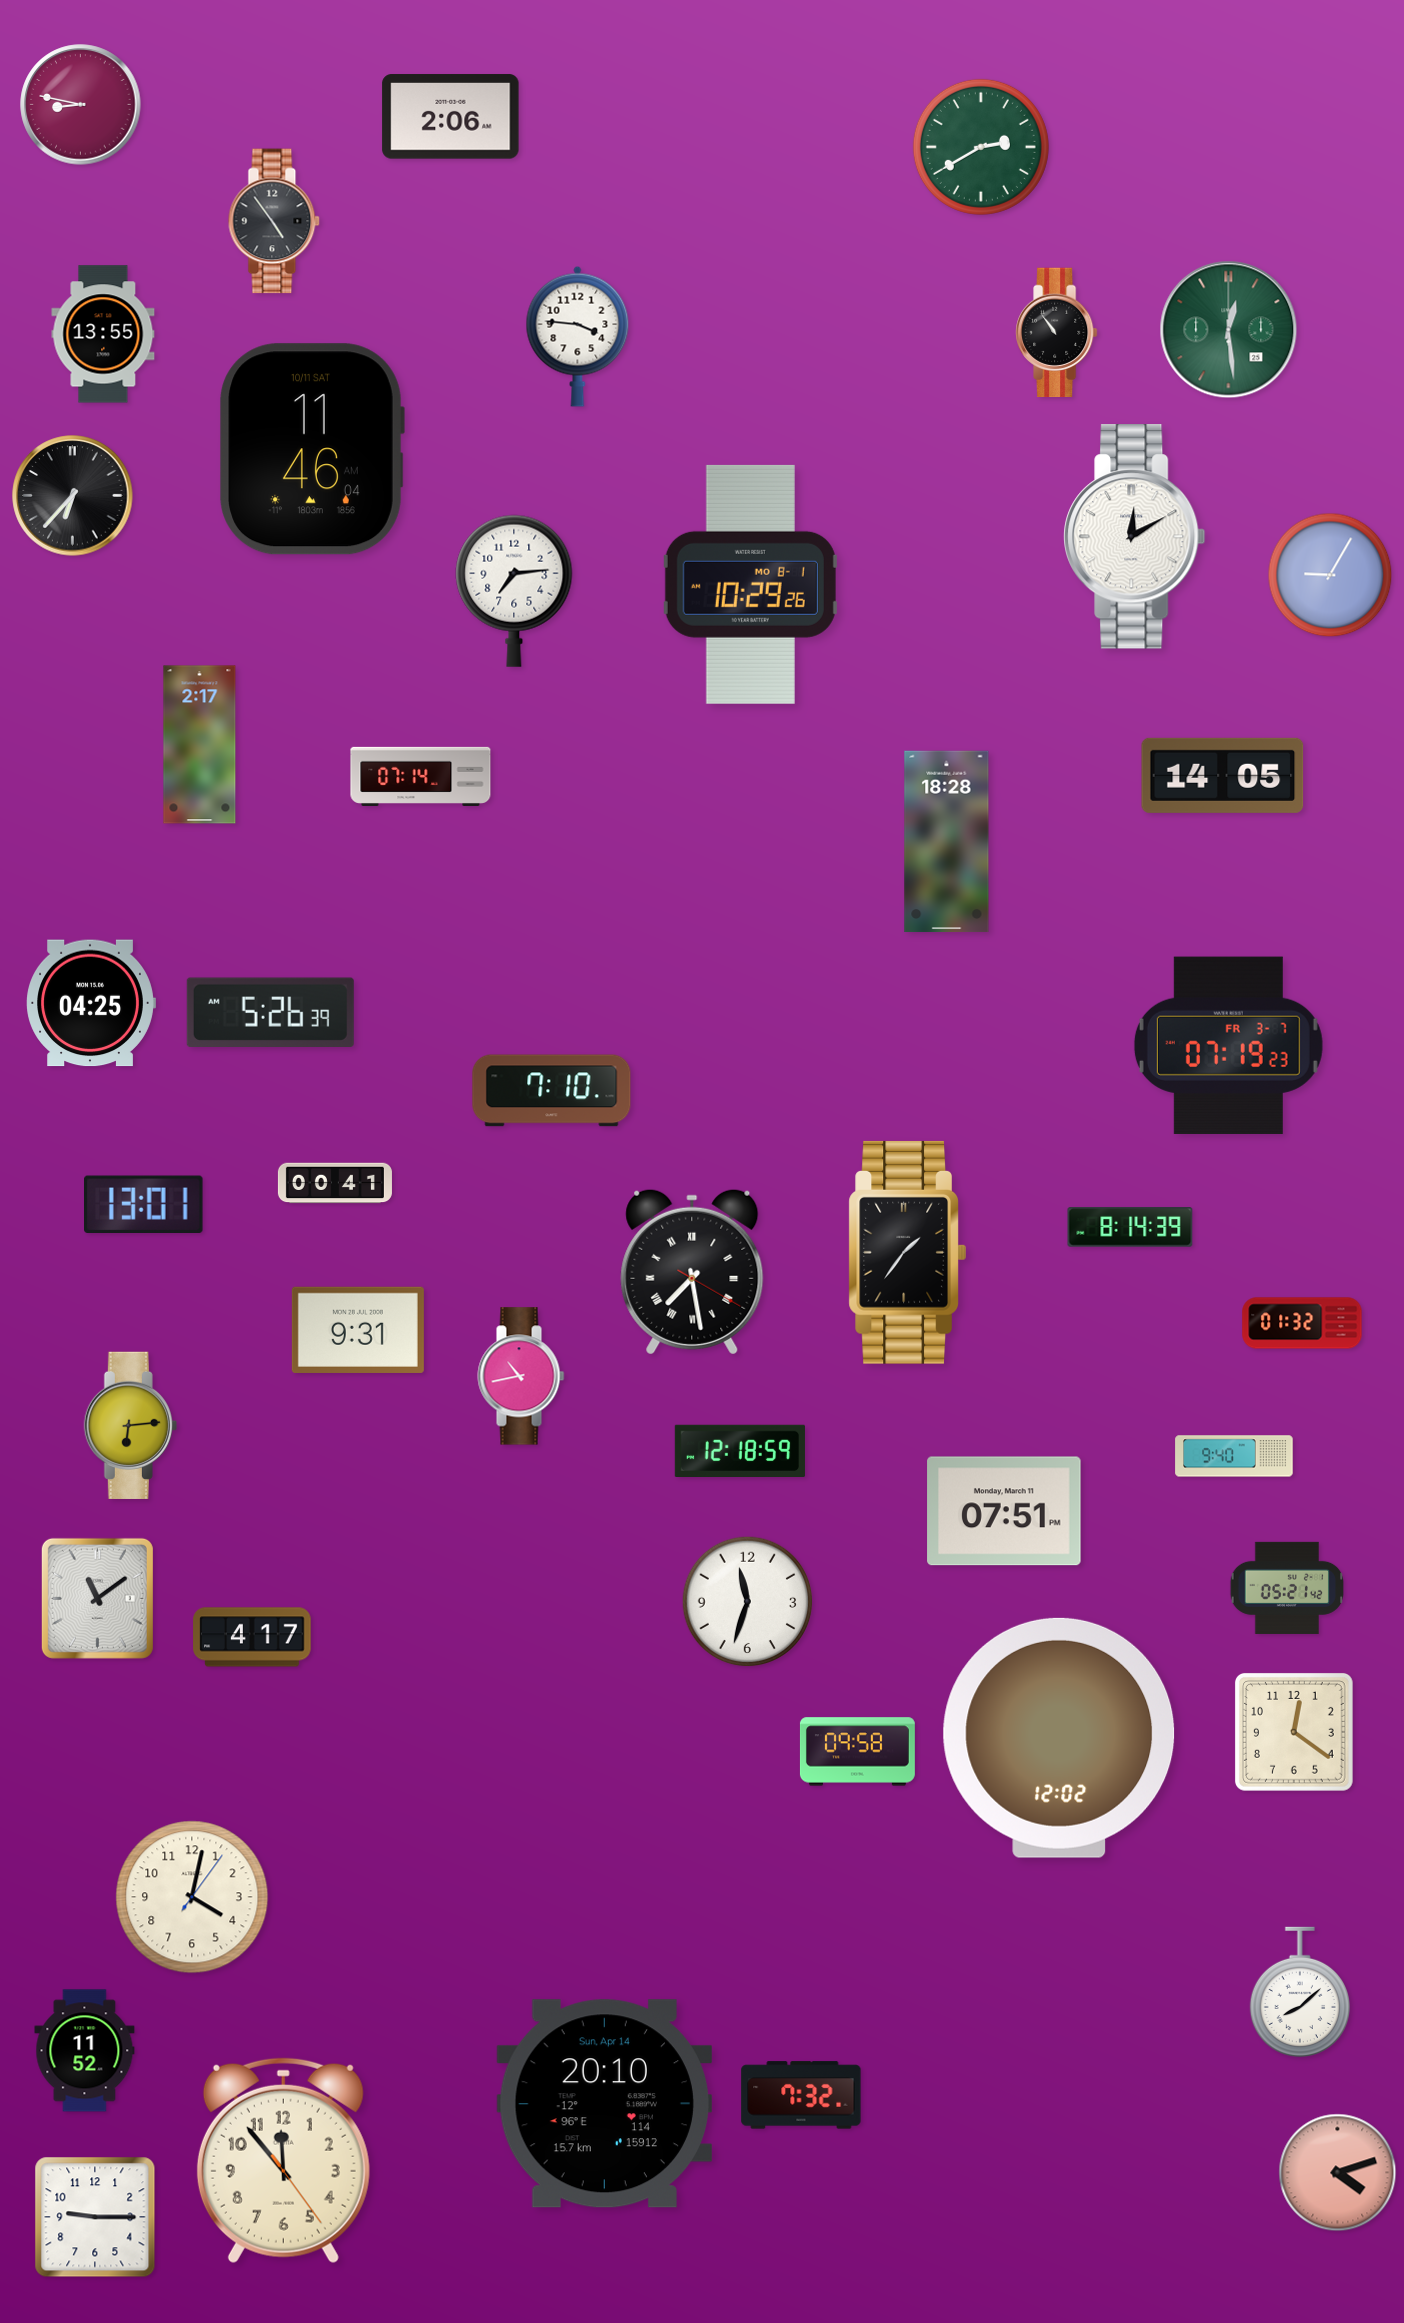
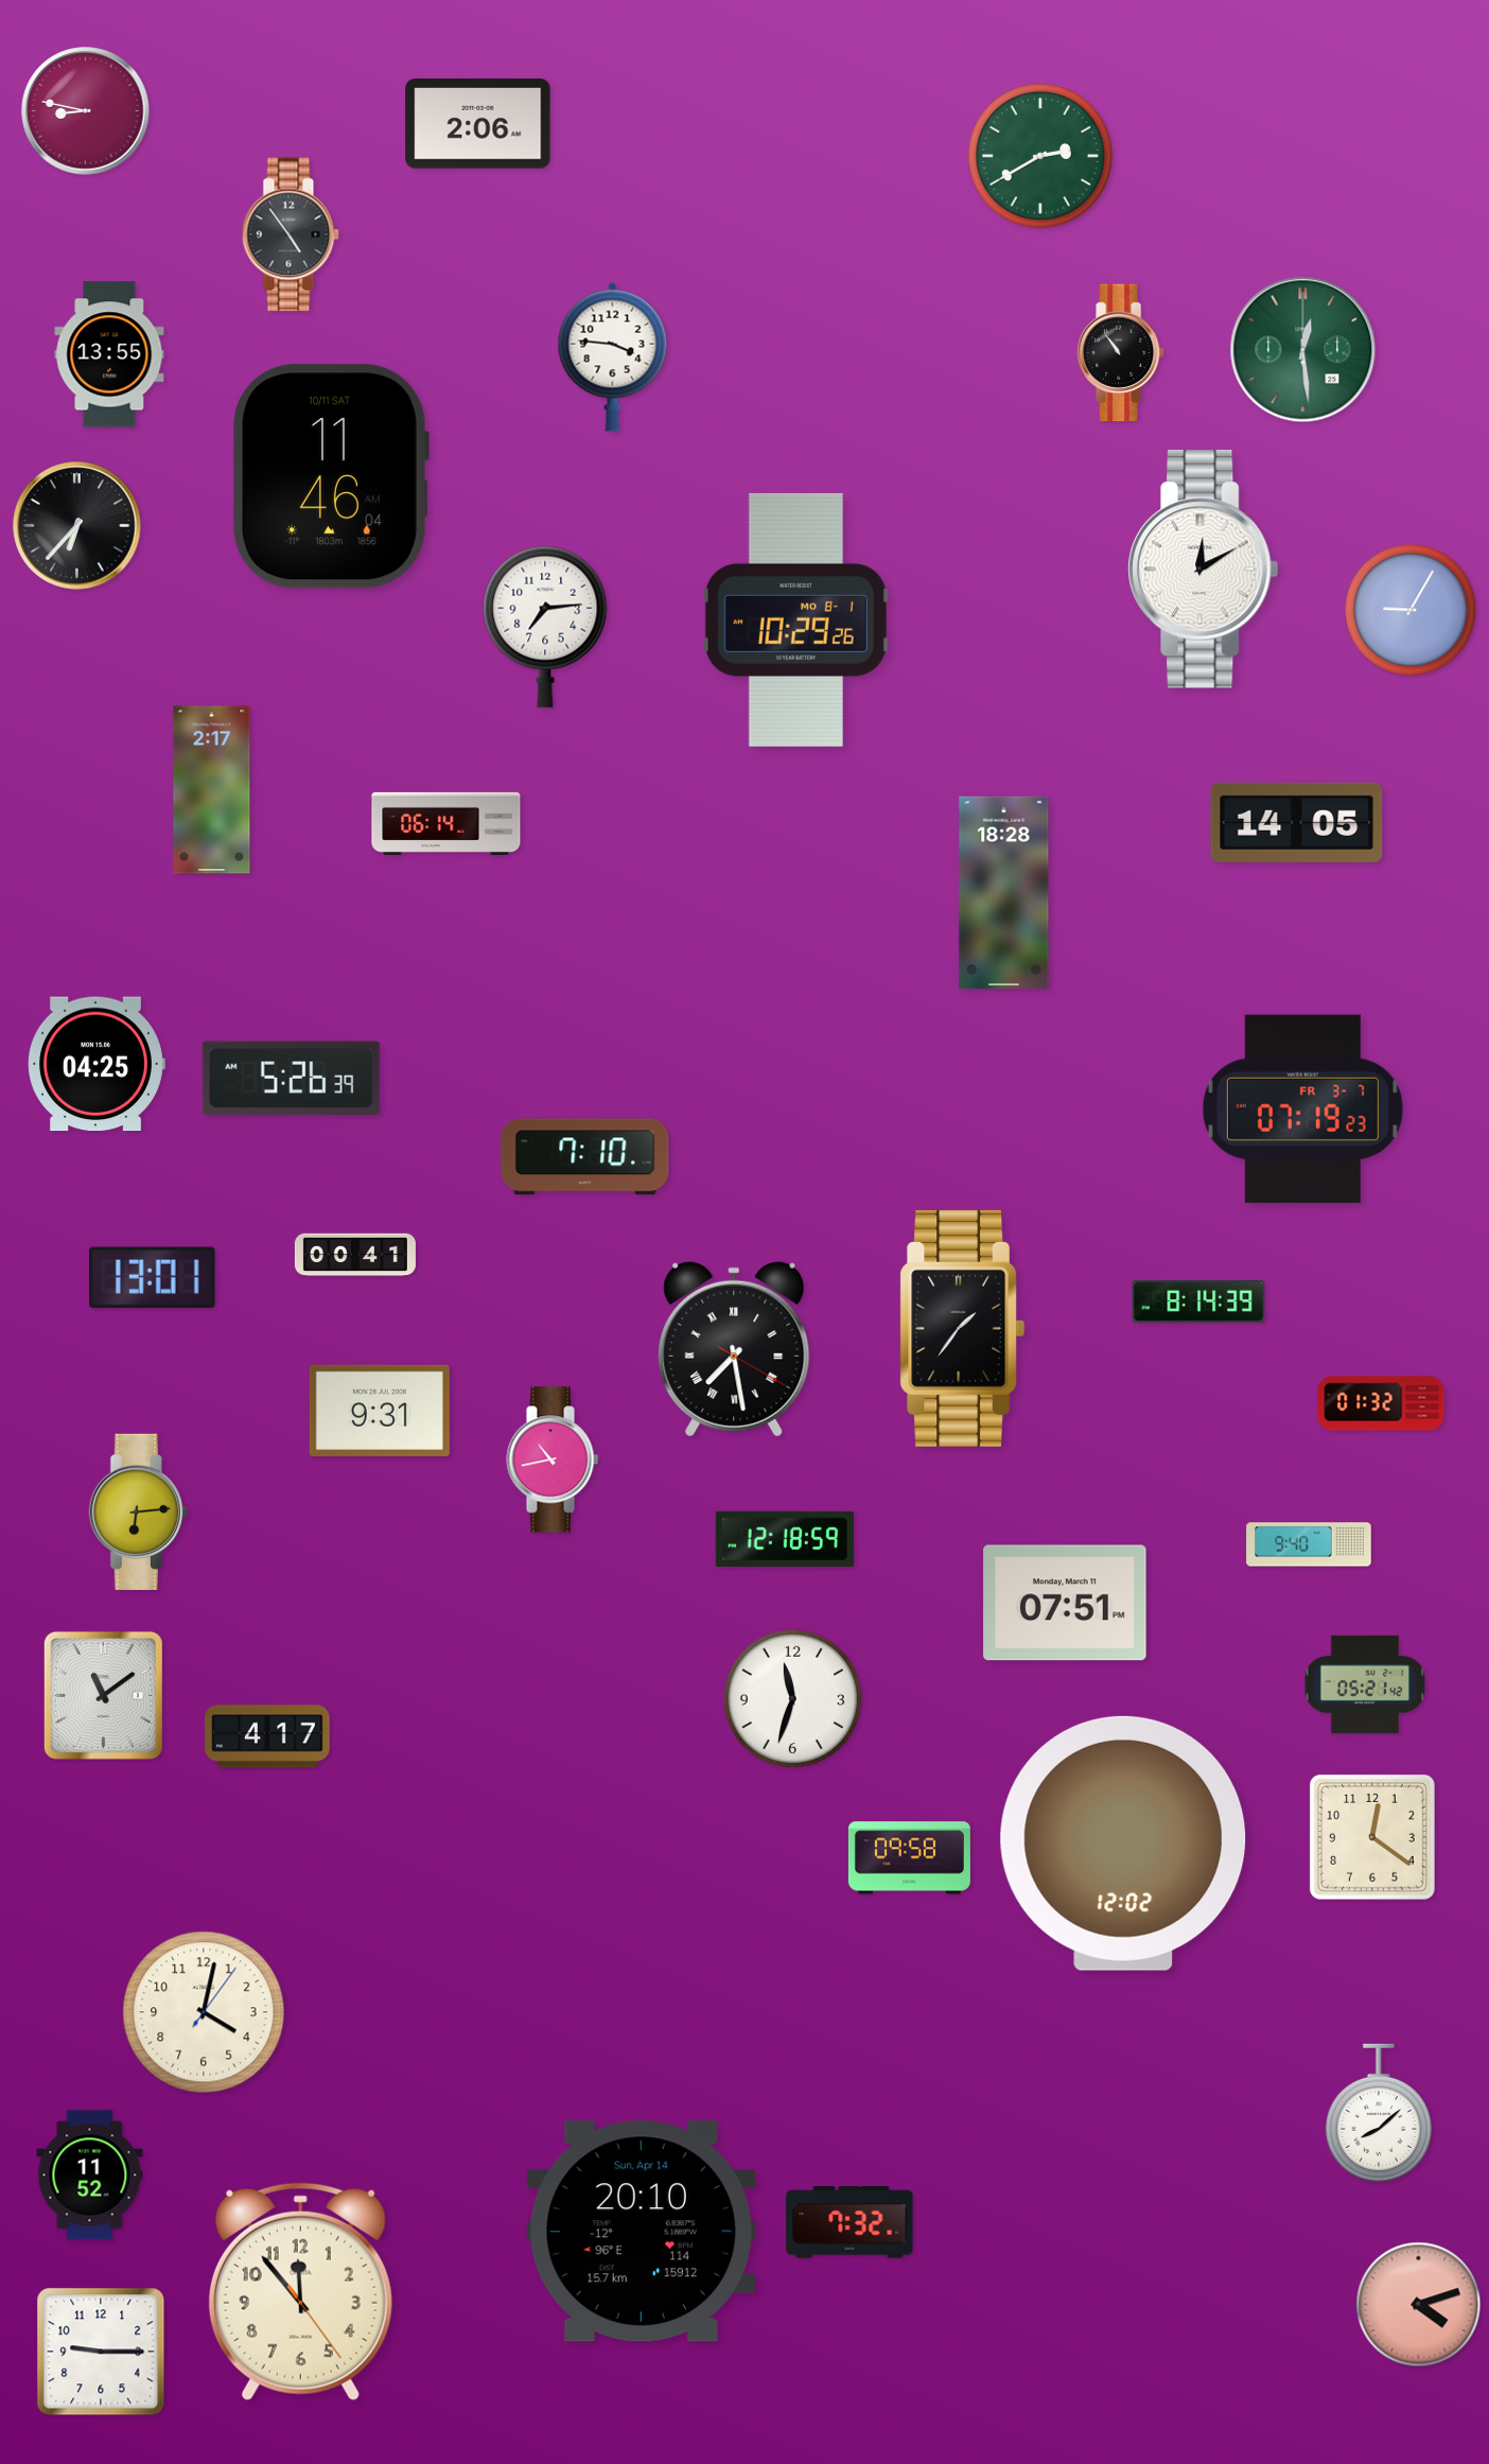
clock at (421, 776): 07:14 -> 06:14
clock at (270, 1012) position: (270, 1012) -> (291, 1078)
